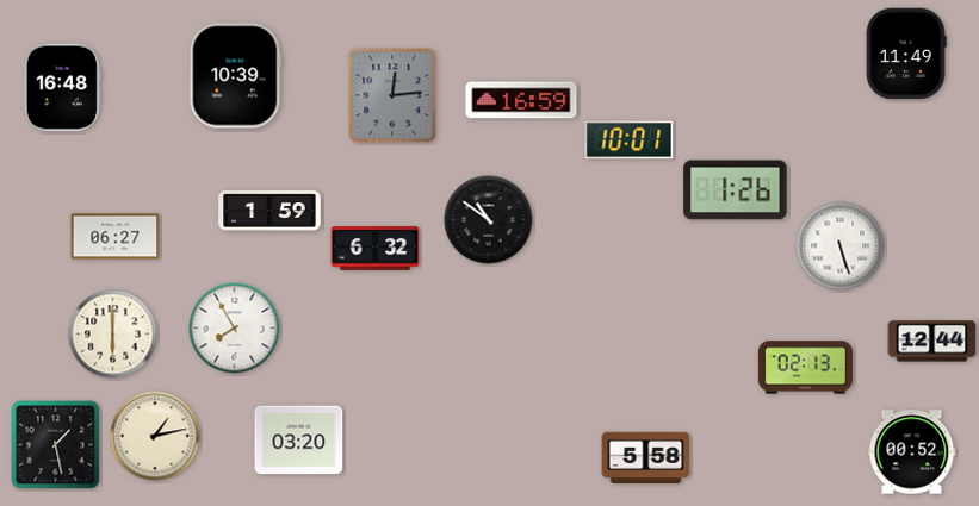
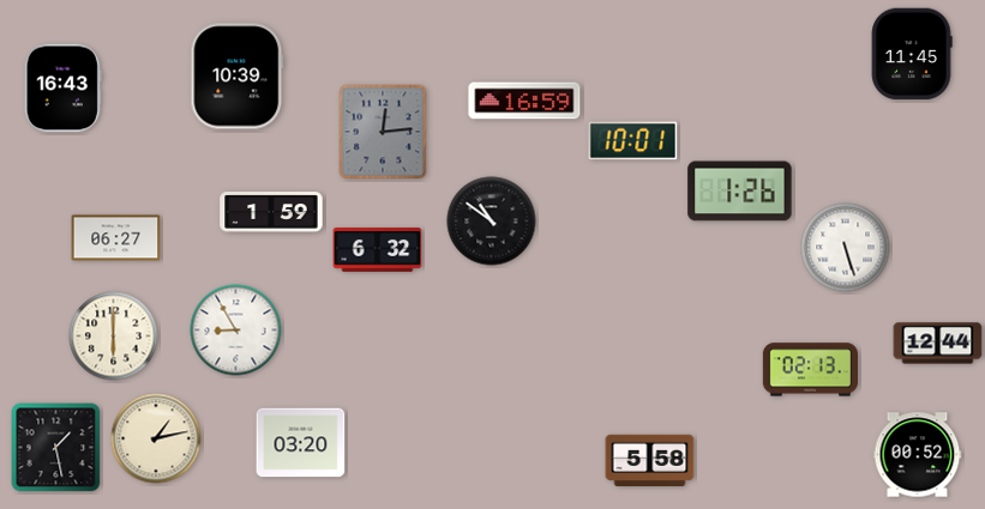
clock at (906, 54): 11:49 -> 11:45
clock at (62, 88): 16:48 -> 16:43
clock at (392, 95) position: (392, 95) -> (383, 132)
clock at (235, 329): 7:55 -> 8:55
